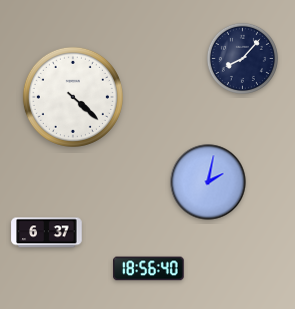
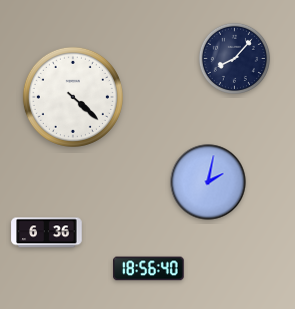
clock at (242, 58) position: (242, 58) -> (234, 58)
clock at (47, 233): 6:37 -> 6:36
